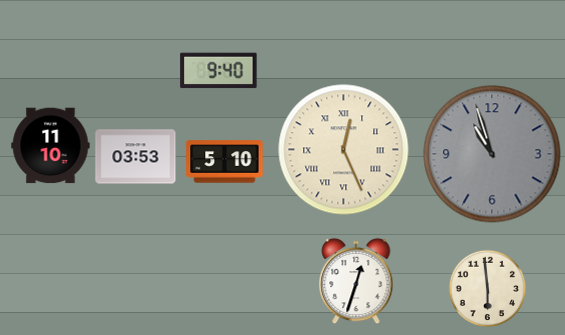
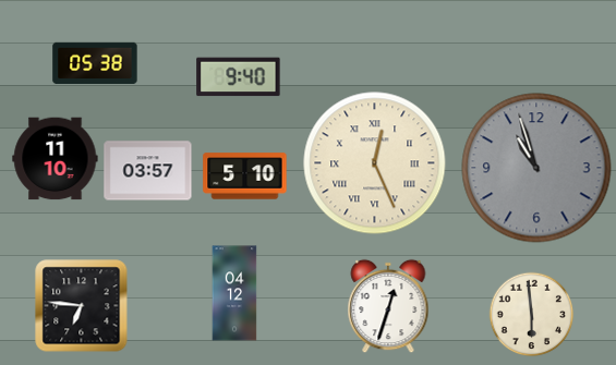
clock at (95, 63): none -> 05:38
clock at (136, 157): 03:53 -> 03:57
clock at (234, 293): none -> 04:12
clock at (82, 306): none -> 6:46
